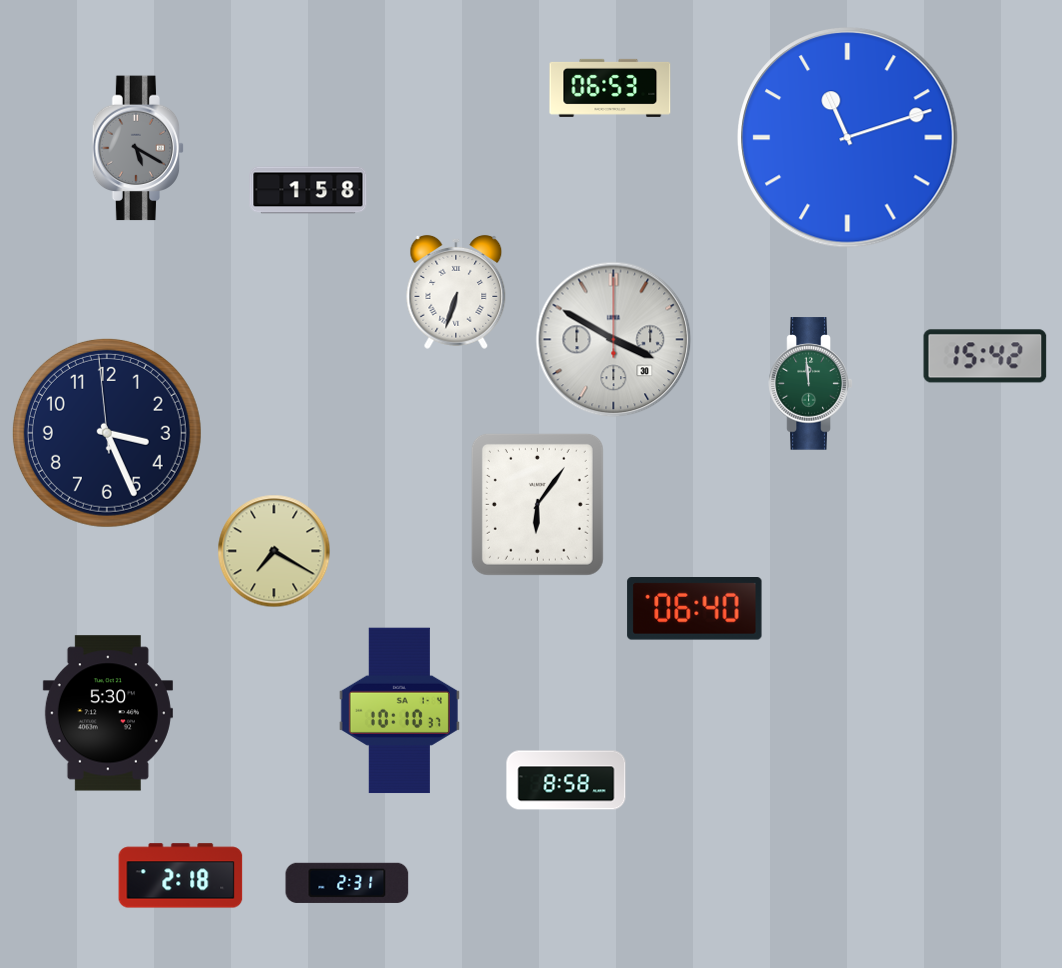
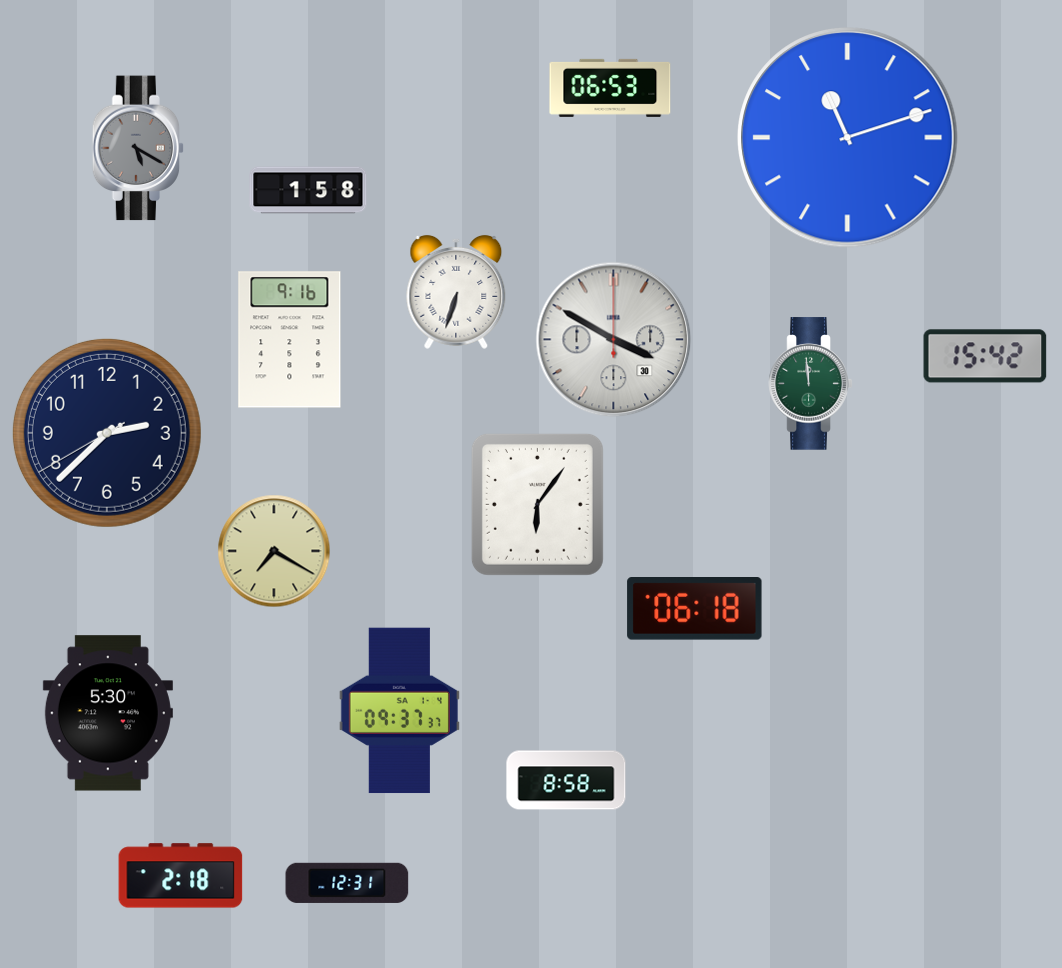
clock at (290, 340): none -> 9:16
clock at (107, 433): 3:25 -> 2:37
clock at (695, 609): 06:40 -> 06:18
clock at (399, 711): 10:10 -> 09:37
clock at (347, 883): 2:31 -> 12:31
